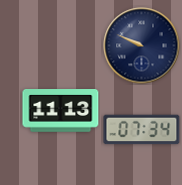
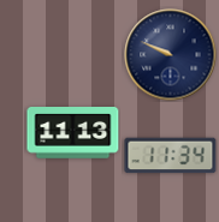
clock at (142, 130): 07:34 -> 11:34
